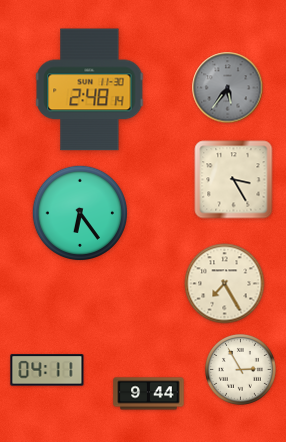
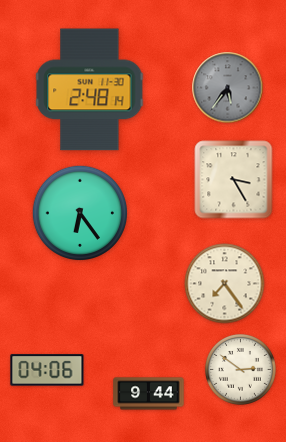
clock at (225, 284): 7:25 -> 7:24
clock at (240, 369): 2:55 -> 2:51
clock at (47, 370): 04:11 -> 04:06
